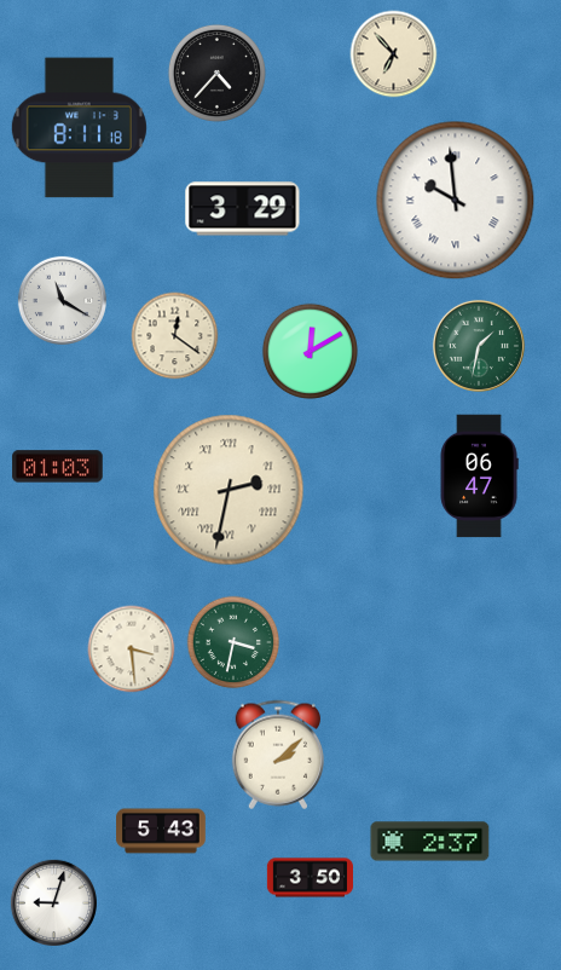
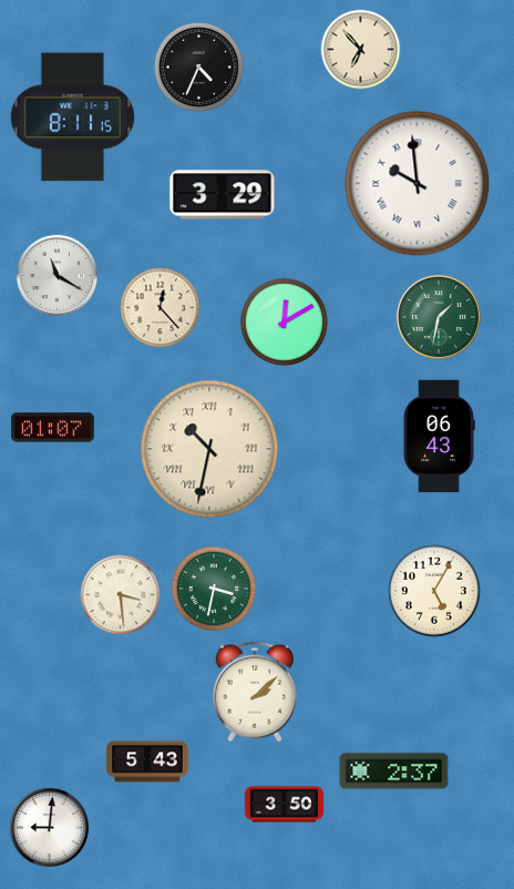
clock at (216, 73): 4:37 -> 4:34
clock at (79, 128): 8:11:18 -> 8:11:15
clock at (243, 209) position: (243, 209) -> (223, 195)
clock at (175, 336): 12:21 -> 12:23
clock at (58, 467): 01:03 -> 01:07
clock at (479, 477): 06:47 -> 06:43
clock at (229, 490): 2:32 -> 10:32
clock at (435, 592): none -> 5:05
clock at (53, 902): 9:03 -> 9:01
